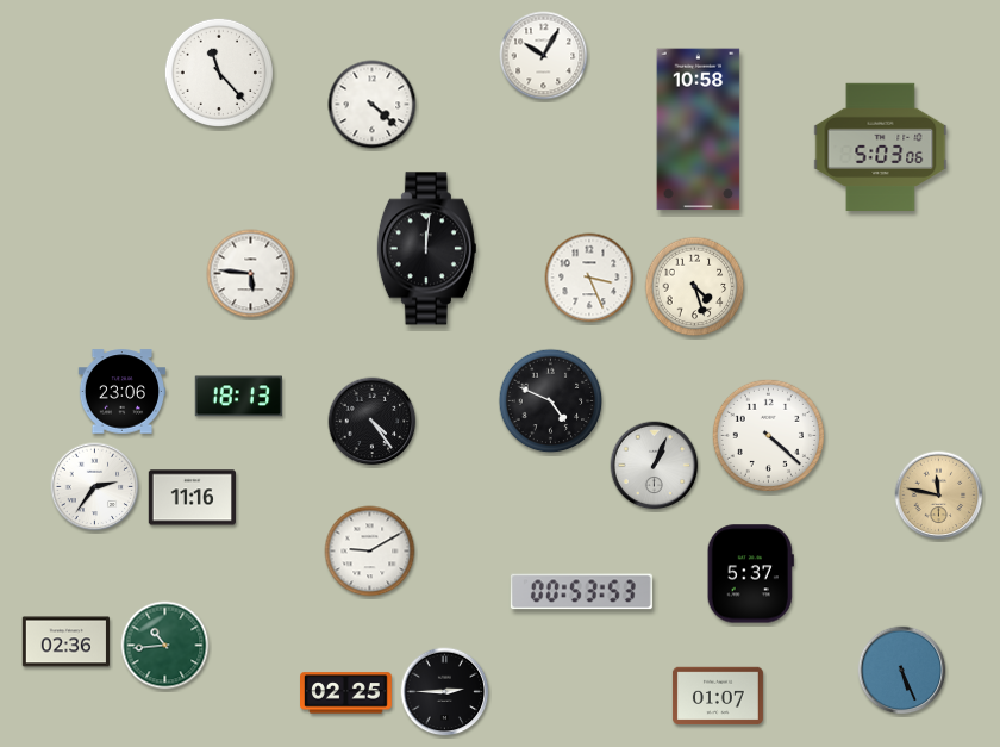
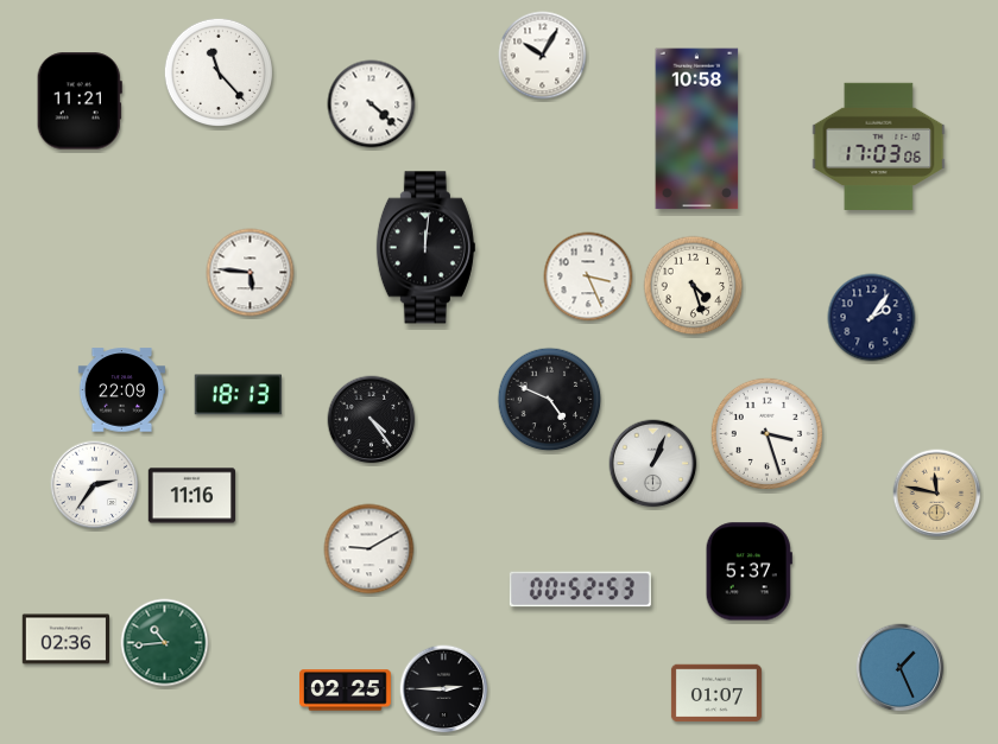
clock at (80, 101): none -> 11:21
clock at (881, 148): 5:03 -> 17:03
clock at (872, 318): none -> 2:06
clock at (123, 392): 23:06 -> 22:09
clock at (768, 435): 4:22 -> 3:27
clock at (581, 592): 00:53 -> 00:52
clock at (902, 671): 5:26 -> 1:26
